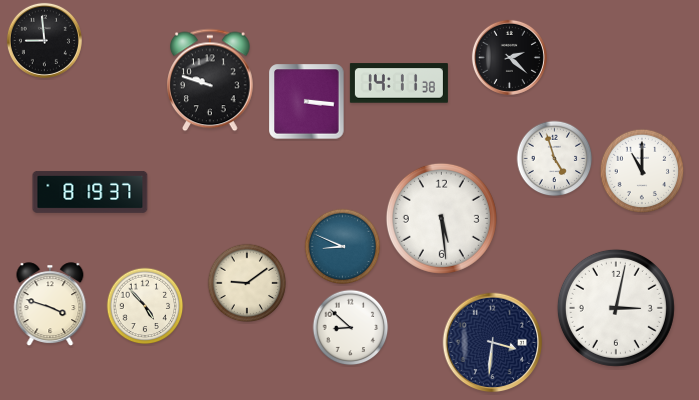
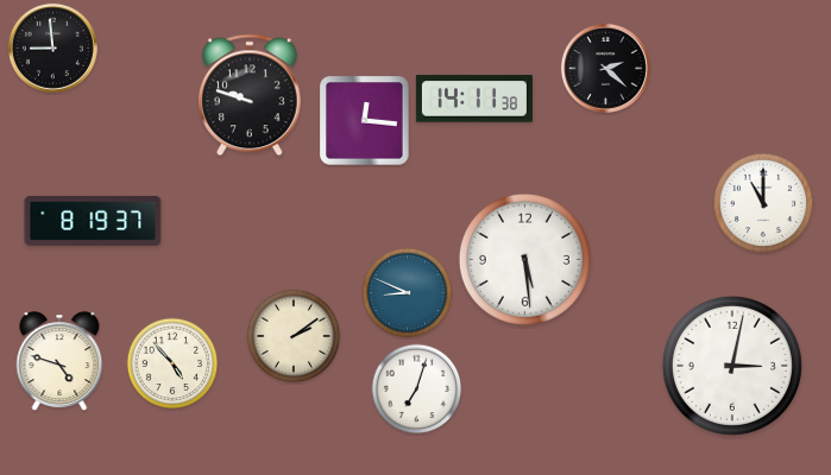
clock at (307, 102): 3:16 -> 12:16
clock at (555, 159): 4:57 -> none
clock at (90, 192) position: (90, 192) -> (93, 221)
clock at (247, 283): 9:09 -> 2:09
clock at (50, 304): 3:48 -> 4:48
clock at (351, 328): 8:52 -> 7:03
clock at (493, 343): 3:31 -> none
